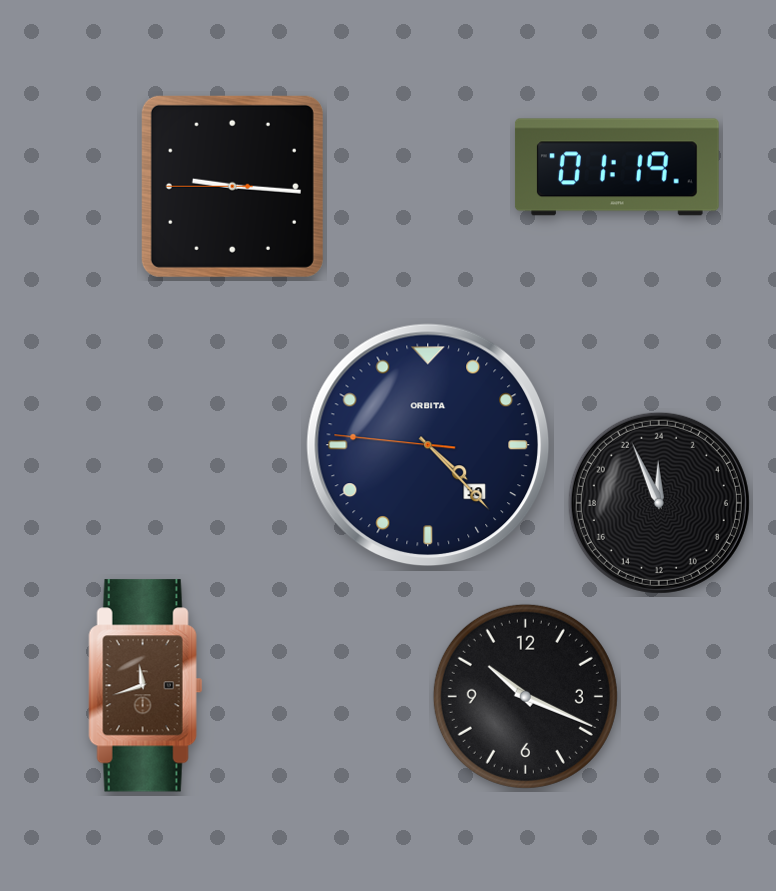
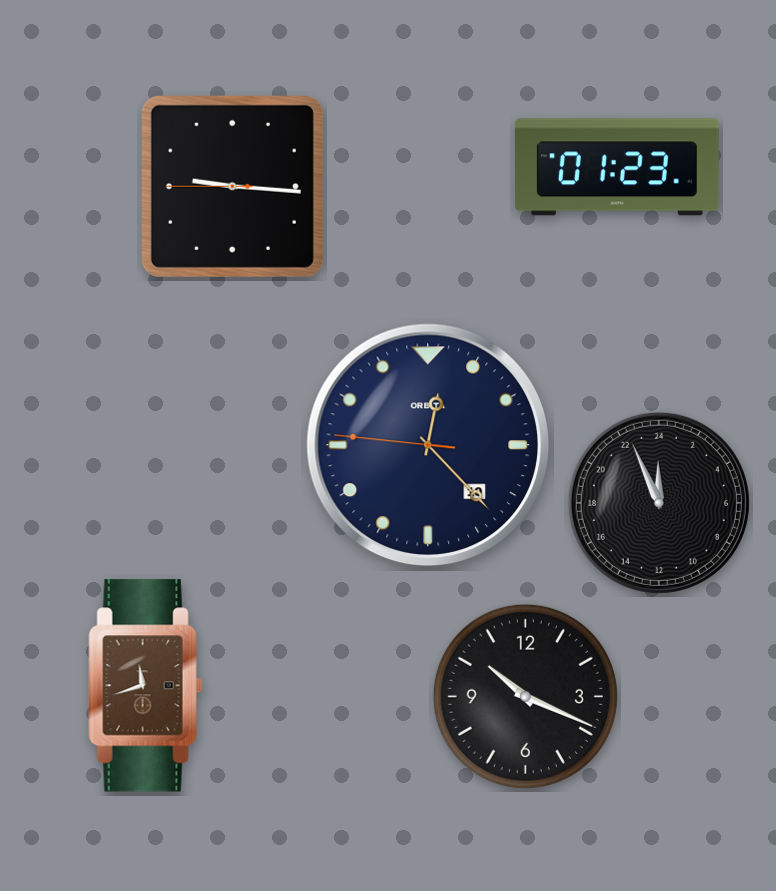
clock at (617, 167): 01:19 -> 01:23
clock at (427, 444): 4:22 -> 12:22
